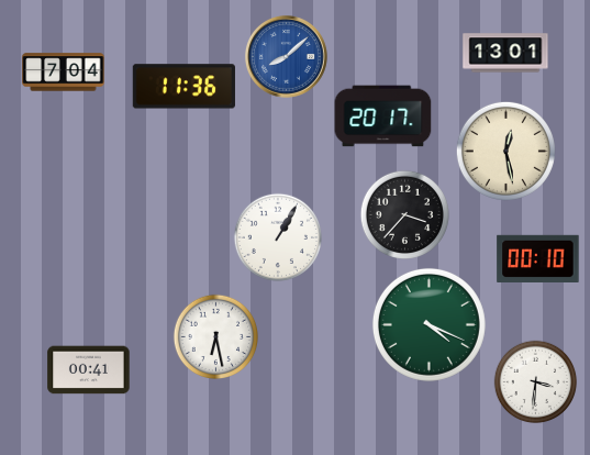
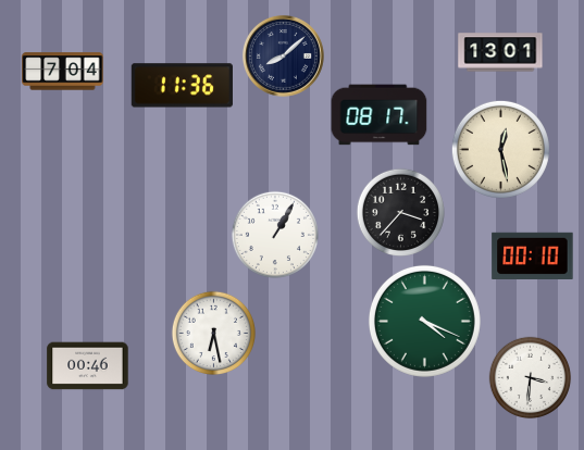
clock at (286, 56) dial: blue -> navy
clock at (383, 116): 20:17 -> 08:17
clock at (89, 370): 00:41 -> 00:46
